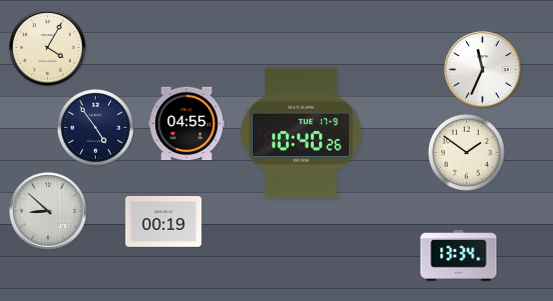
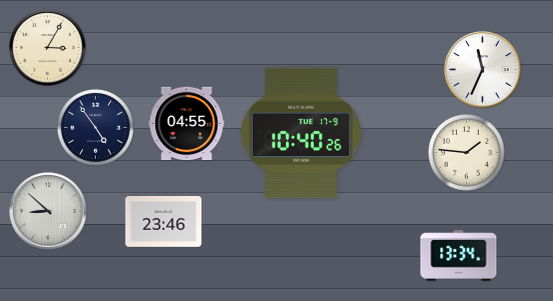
clock at (48, 48): 4:05 -> 3:05
clock at (466, 152): 1:51 -> 1:46
clock at (164, 222): 00:19 -> 23:46
